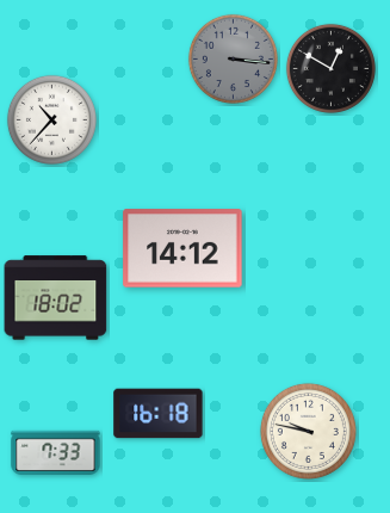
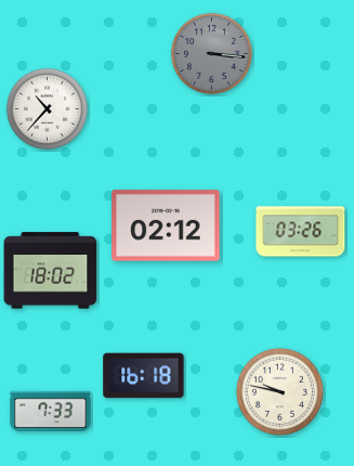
clock at (330, 68): 12:50 -> none
clock at (182, 248): 14:12 -> 02:12
clock at (301, 232): none -> 03:26
